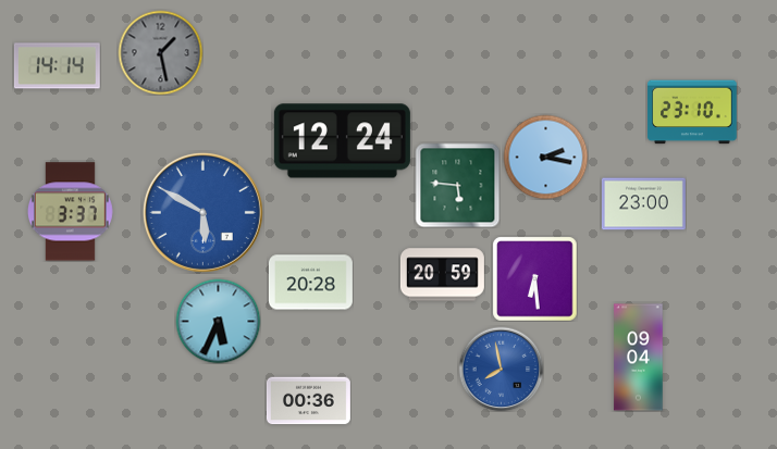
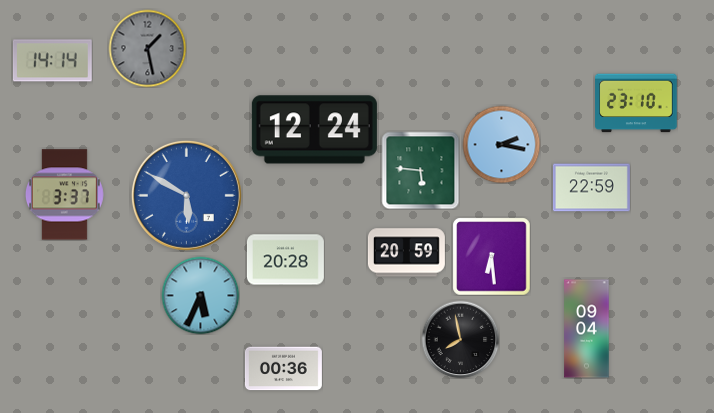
clock at (643, 204): 23:00 -> 22:59
clock at (501, 369) dial: blue -> black
